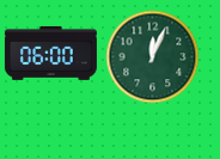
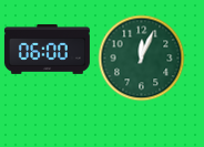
clock at (152, 56) position: (152, 56) -> (141, 57)
